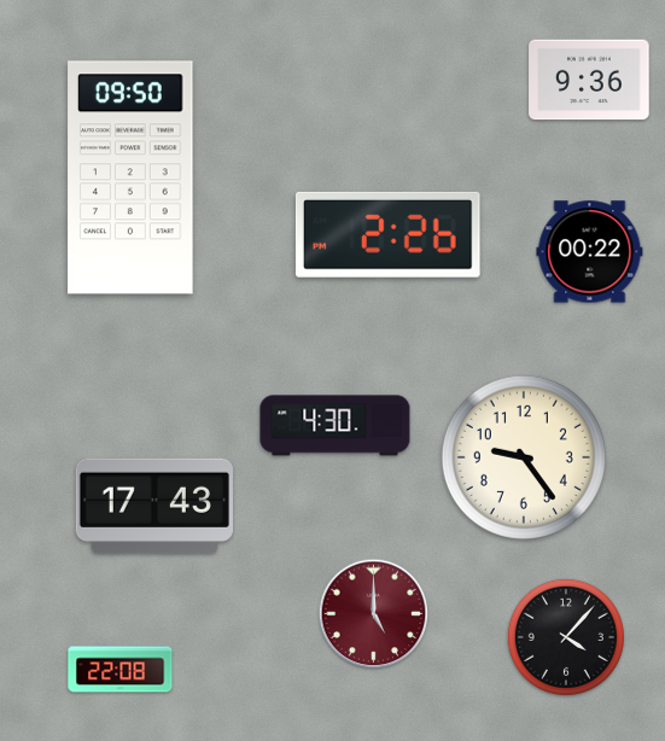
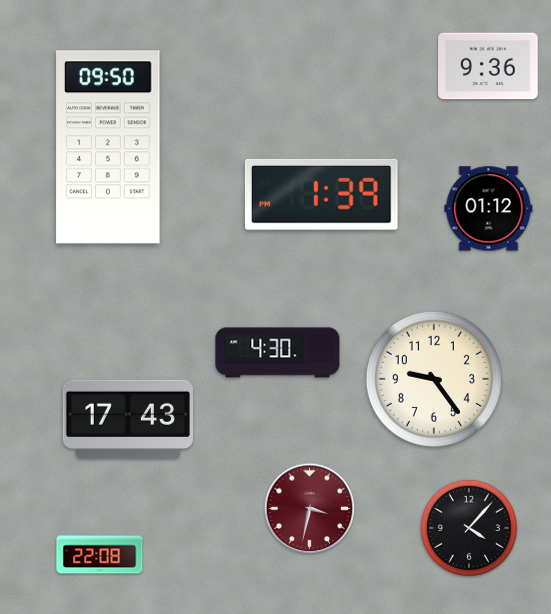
clock at (387, 234): 2:26 -> 1:39
clock at (590, 252): 00:22 -> 01:12
clock at (374, 614): 5:00 -> 3:32
